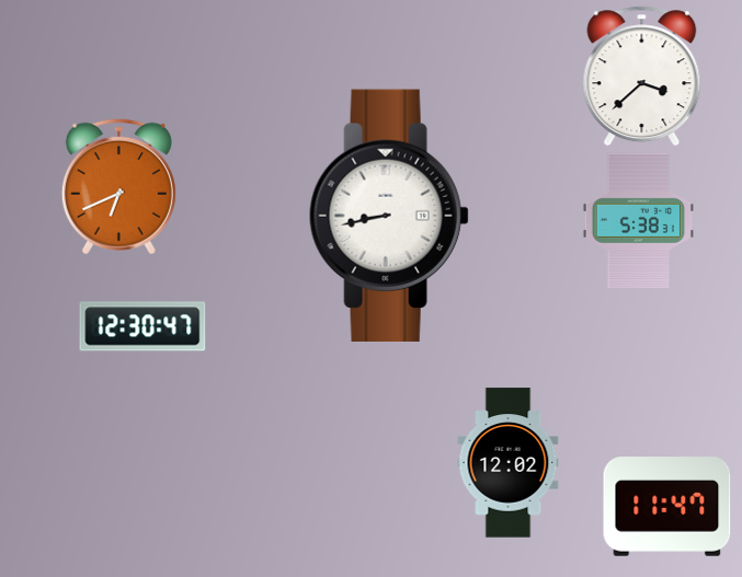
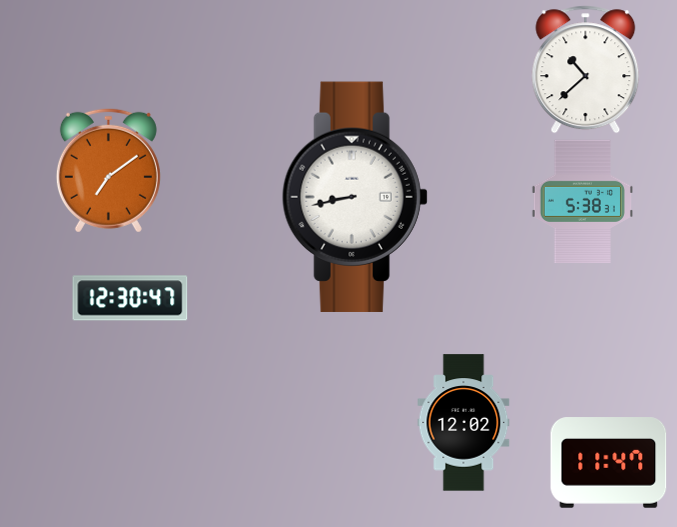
clock at (642, 77): 3:38 -> 10:38
clock at (118, 186): 6:41 -> 7:09
